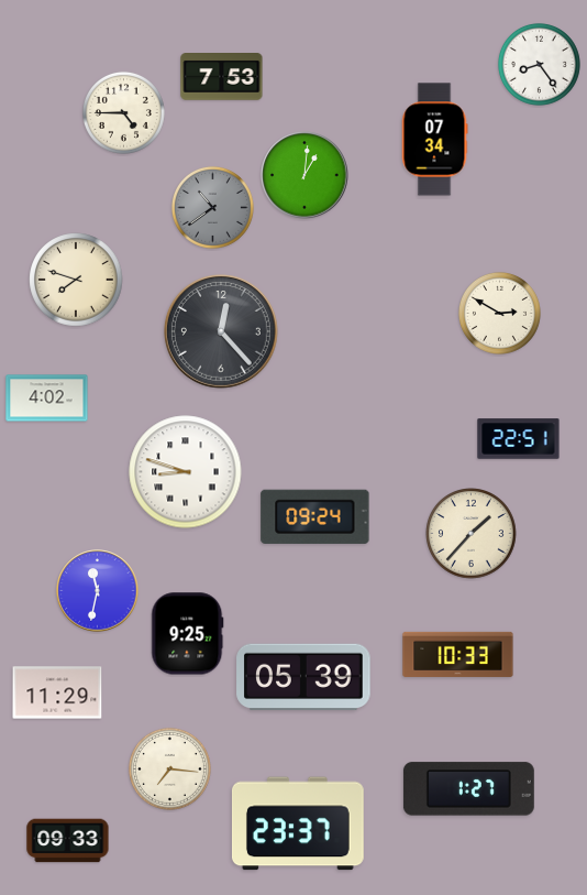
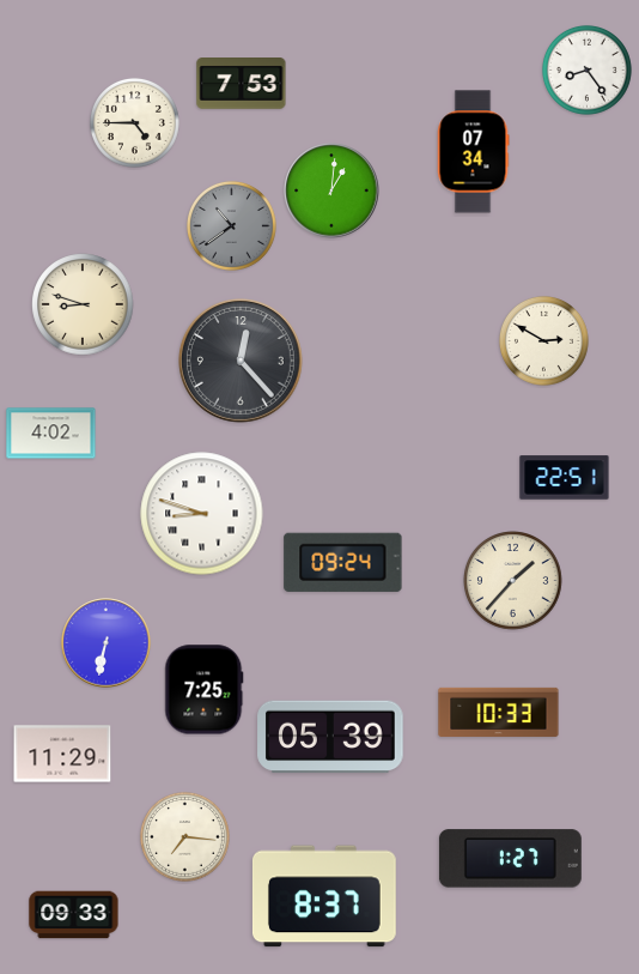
clock at (76, 280): 7:48 -> 8:48
clock at (98, 591): 11:32 -> 6:32
clock at (188, 634): 9:25 -> 7:25
clock at (298, 823): 23:37 -> 8:37
